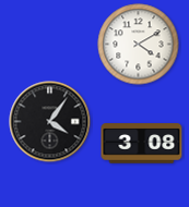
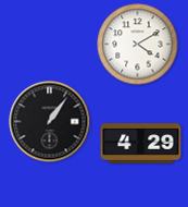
clock at (50, 122): 4:06 -> 1:06
clock at (142, 144): 3:08 -> 4:29
